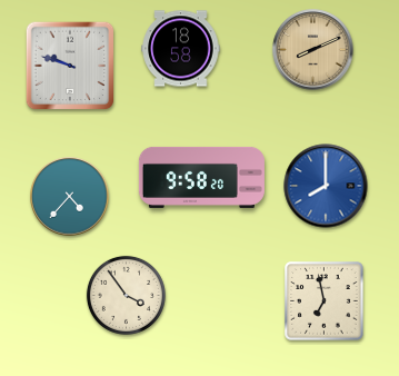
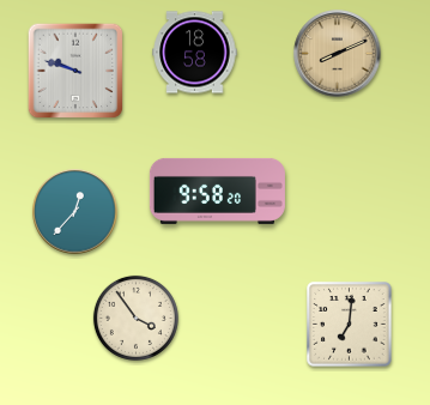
clock at (326, 186): 8:00 -> none
clock at (70, 197): 4:37 -> 12:37
clock at (325, 301): 6:58 -> 7:01
